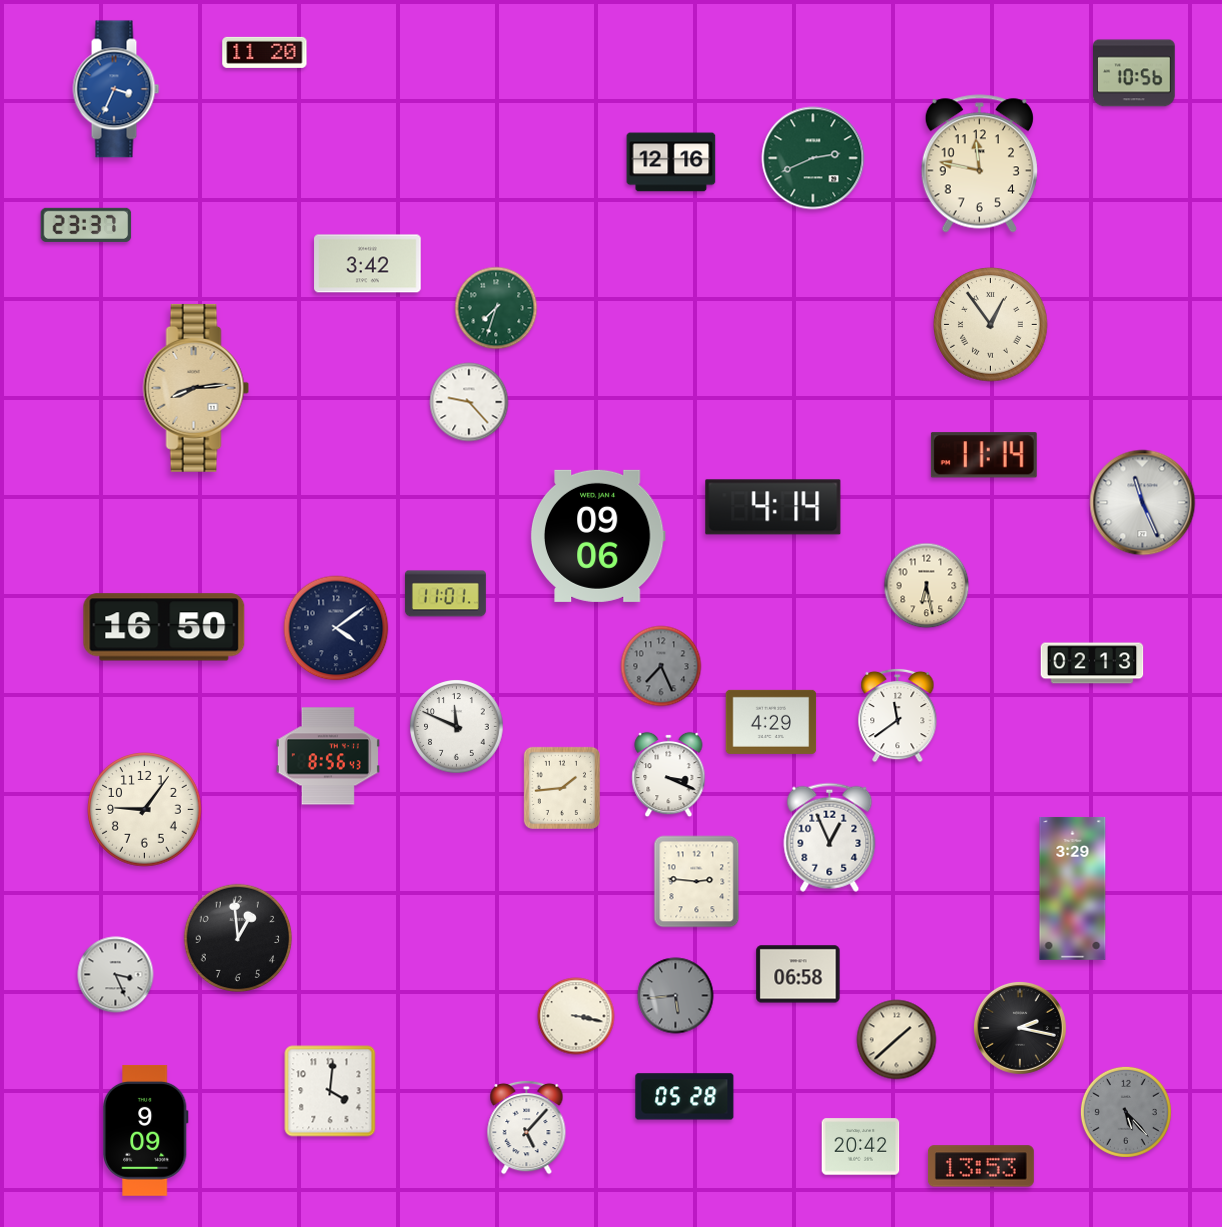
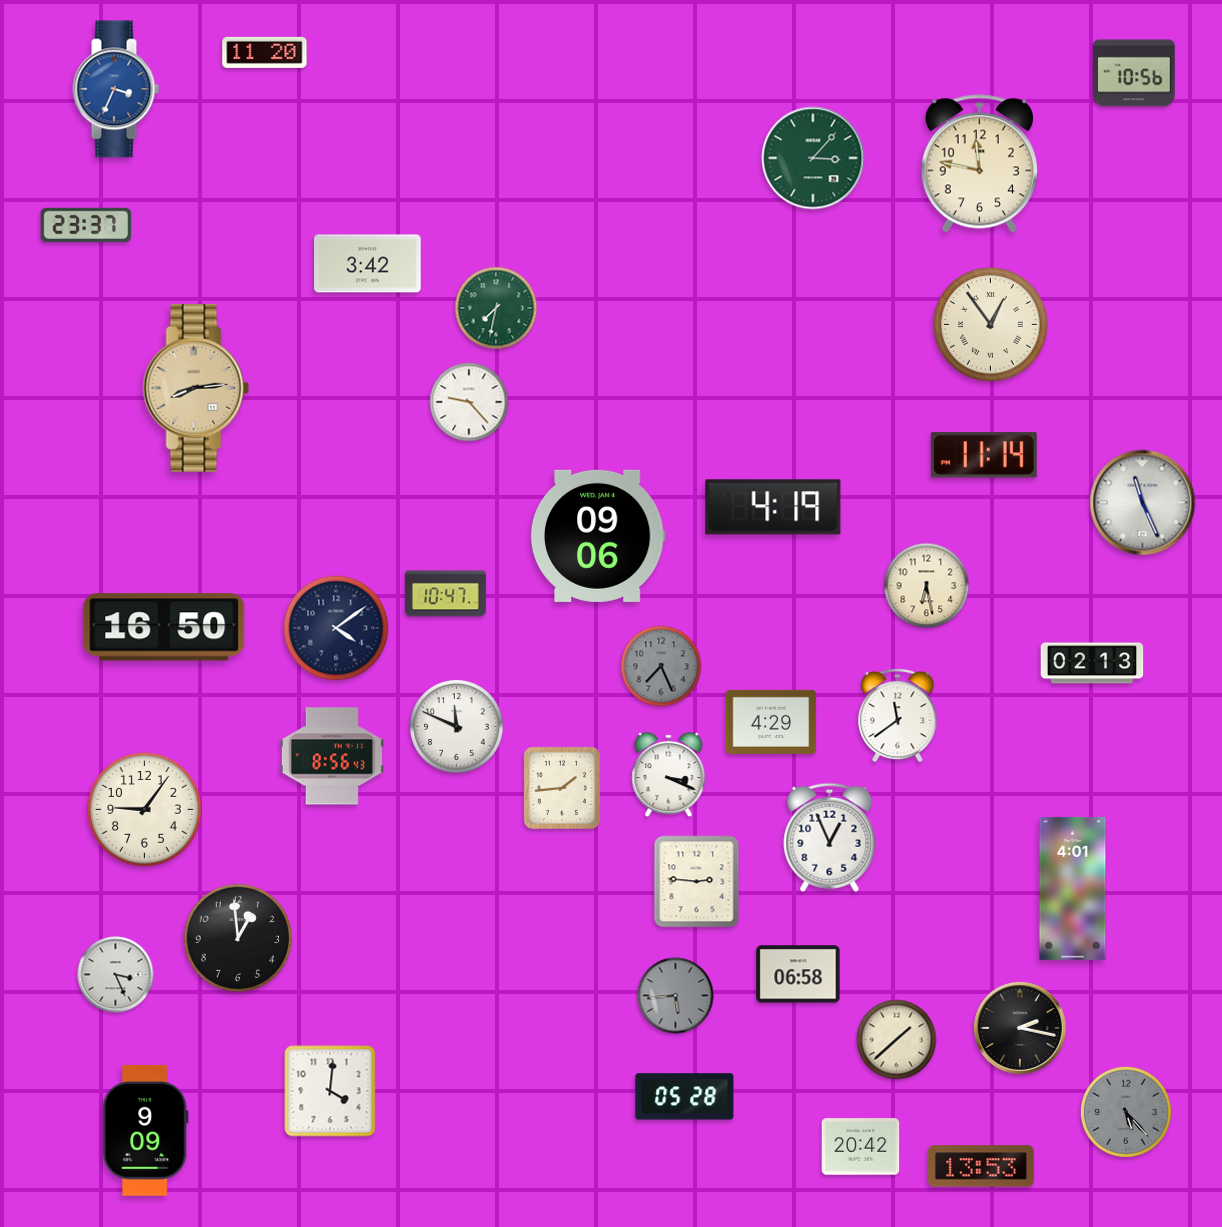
clock at (813, 158): 2:41 -> 3:07
clock at (671, 162): 12:16 -> none
clock at (496, 308): 7:33 -> 7:32
clock at (773, 507): 4:14 -> 4:19
clock at (445, 594): 11:01 -> 10:47
clock at (328, 756) position: (328, 756) -> (332, 756)
clock at (1073, 888): 3:29 -> 4:01
clock at (576, 1016): 3:17 -> none
clock at (527, 1127): 5:07 -> none
